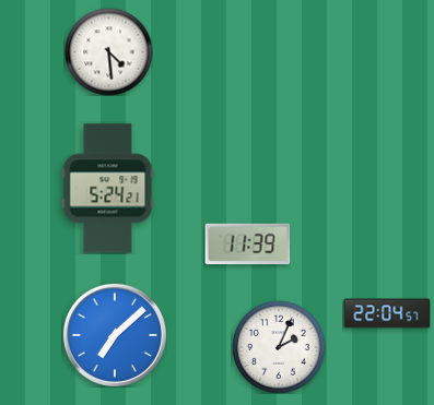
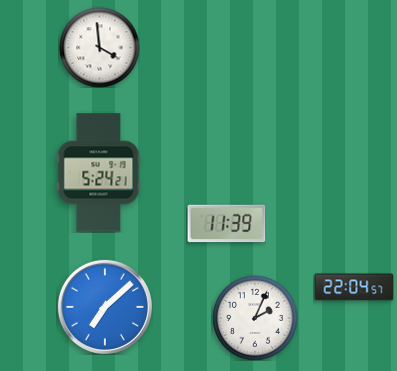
clock at (108, 51): 4:29 -> 3:59
